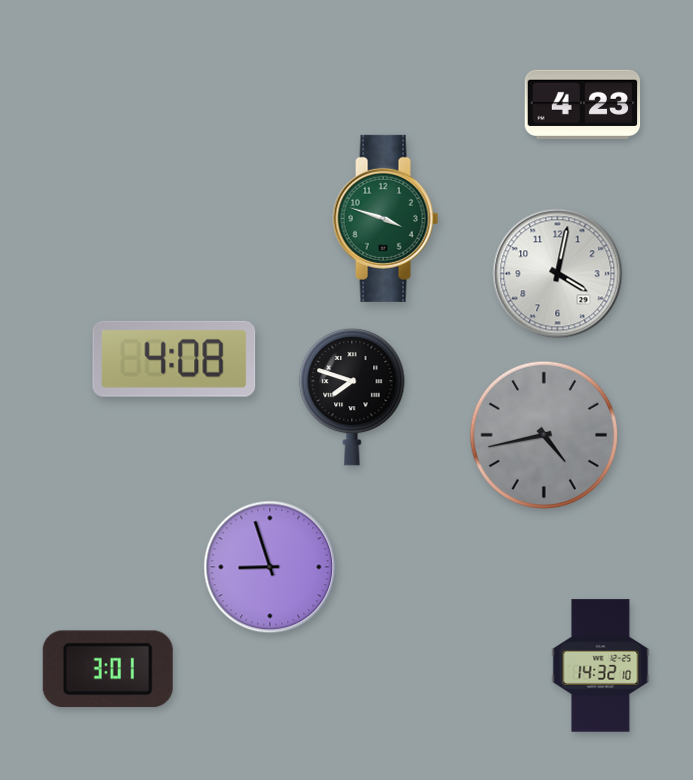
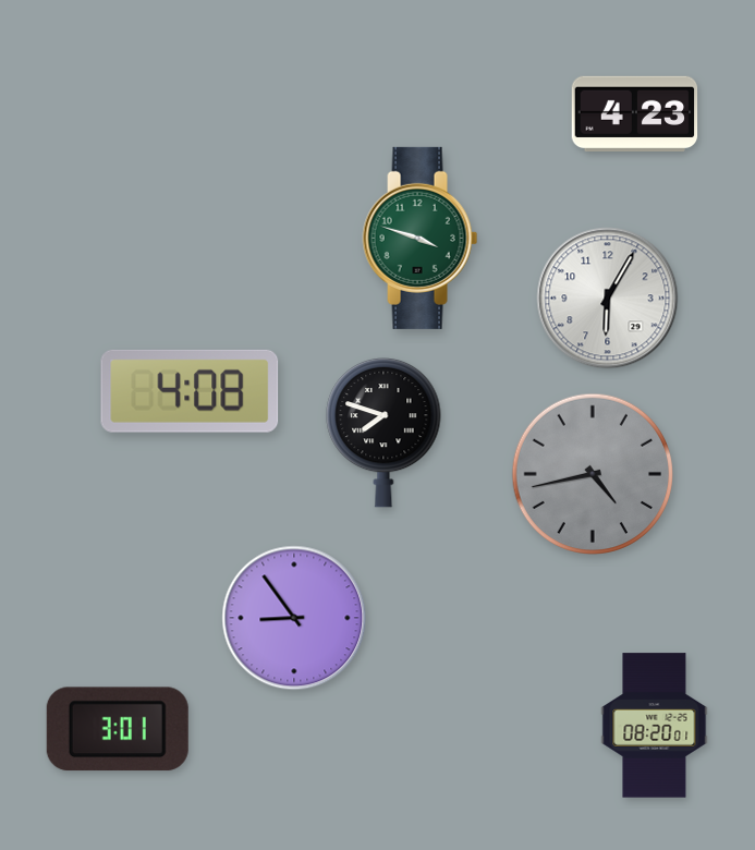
clock at (558, 274): 4:02 -> 6:05
clock at (270, 567): 8:57 -> 8:54
clock at (601, 666): 14:32 -> 08:20
